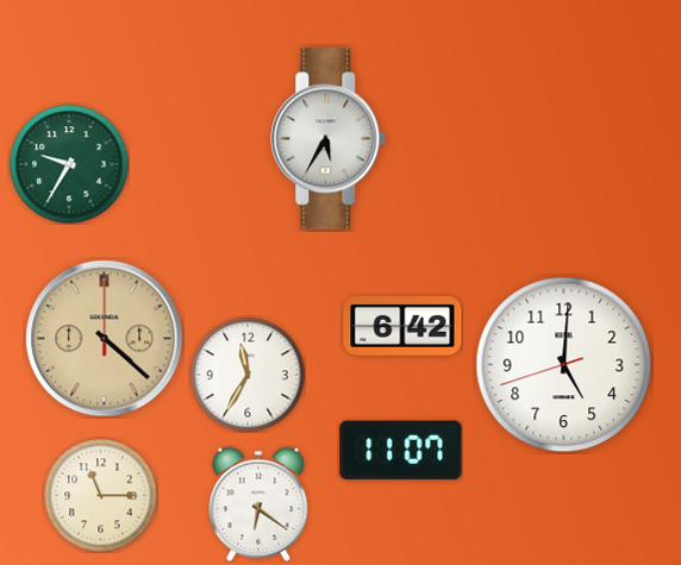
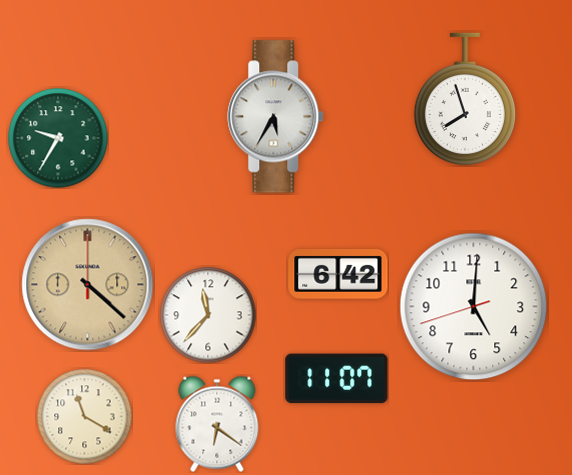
clock at (465, 99): none -> 7:57
clock at (248, 375): 11:35 -> 11:37
clock at (100, 495): 11:15 -> 11:20
